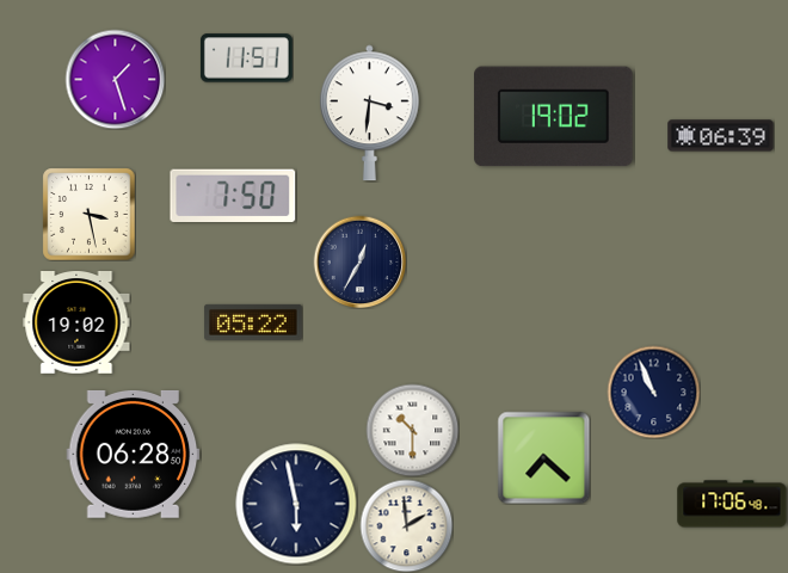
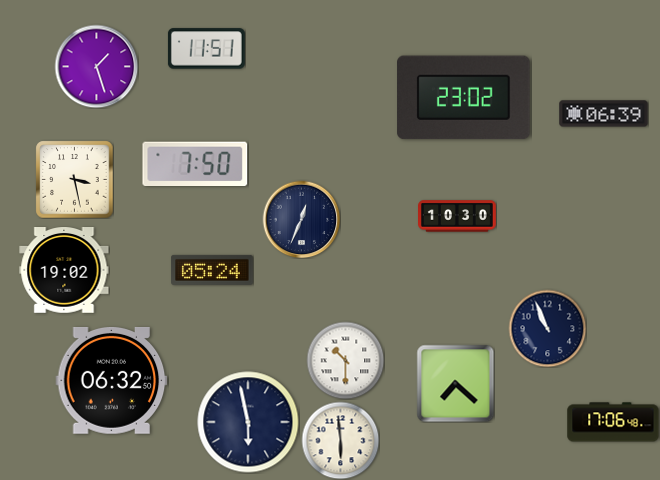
clock at (370, 113): 3:31 -> none
clock at (554, 117): 19:02 -> 23:02
clock at (458, 216): none -> 10:30
clock at (359, 261): 12:35 -> 12:34
clock at (253, 322): 05:22 -> 05:24
clock at (134, 454): 06:28 -> 06:32
clock at (406, 525): 1:59 -> 5:59
